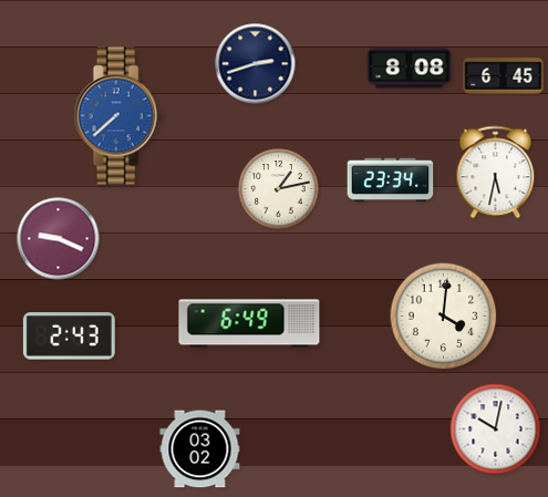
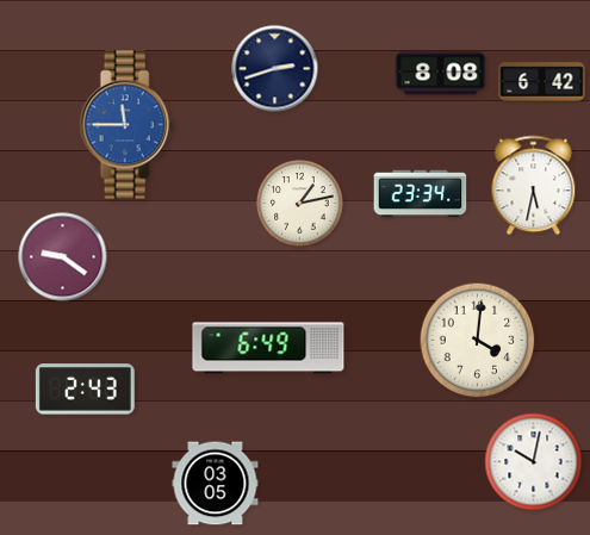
clock at (504, 76): 6:45 -> 6:42
clock at (117, 116): 7:38 -> 11:45
clock at (59, 239): 9:19 -> 9:21
clock at (69, 336) position: (69, 336) -> (85, 390)
clock at (200, 449): 03:02 -> 03:05
